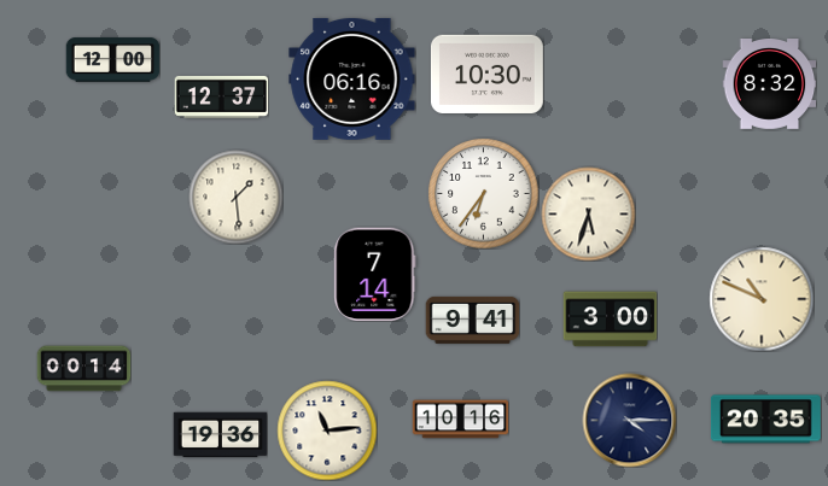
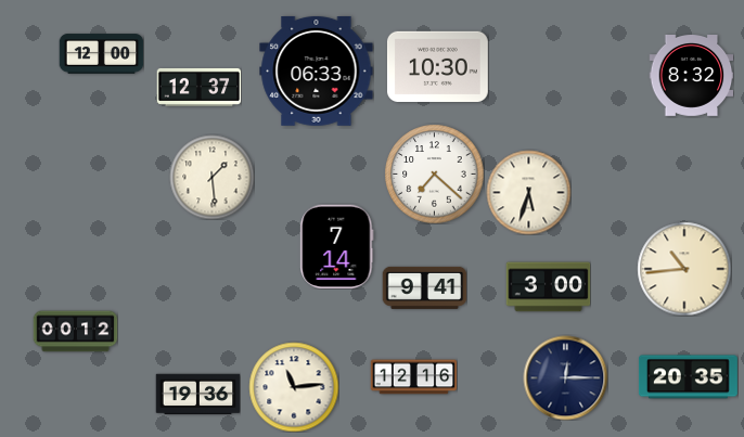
clock at (352, 78): 06:16 -> 06:33
clock at (483, 193): 6:36 -> 7:22
clock at (762, 299): 10:49 -> 10:44
clock at (83, 369): 00:14 -> 00:12
clock at (460, 420): 10:16 -> 12:16
clock at (629, 420): 4:15 -> 12:15
clock at (220, 435) position: (220, 435) -> (197, 395)
